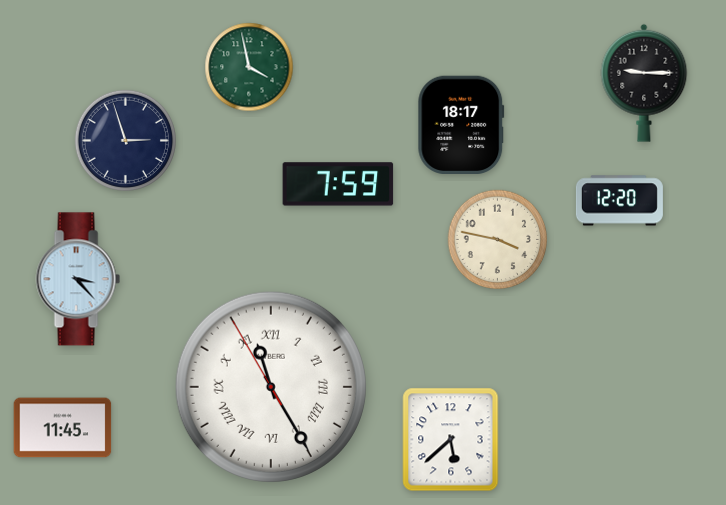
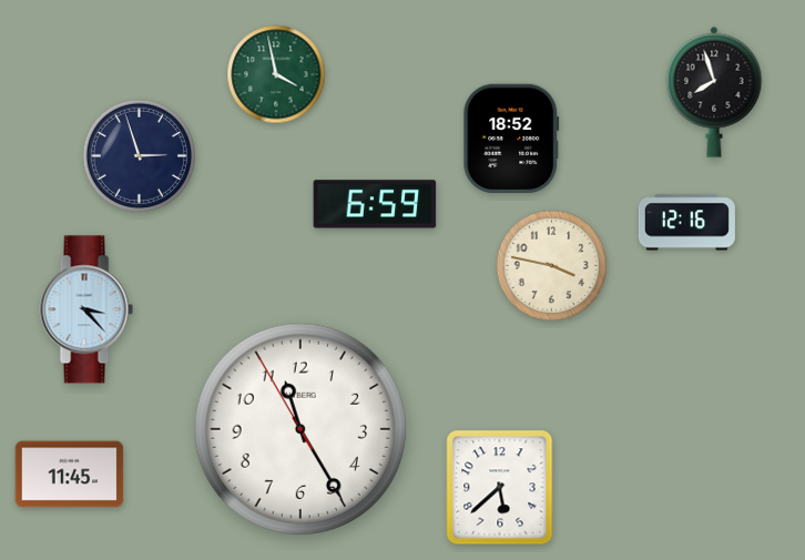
clock at (644, 83): 9:15 -> 7:57
clock at (461, 124): 18:17 -> 18:52
clock at (338, 184): 7:59 -> 6:59
clock at (619, 201): 12:20 -> 12:16
clock at (271, 387) numerals: Roman -> Arabic
